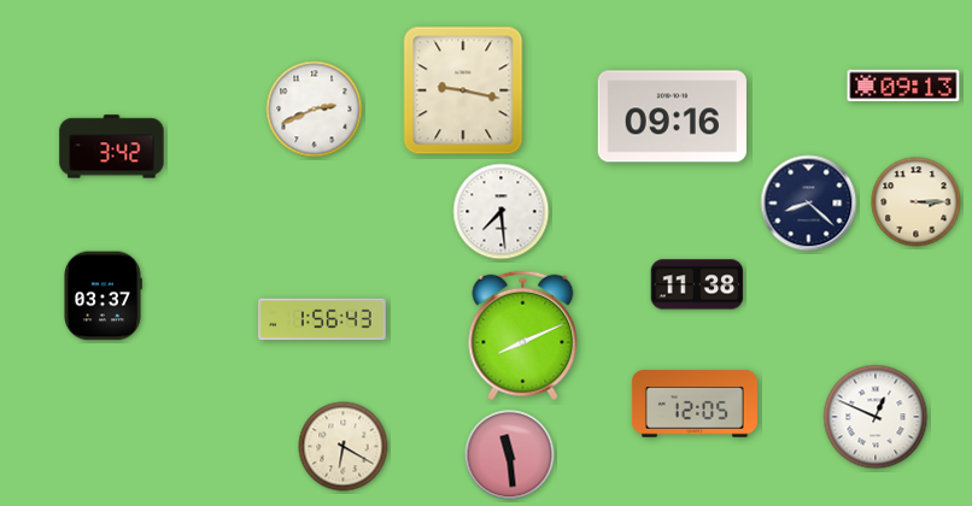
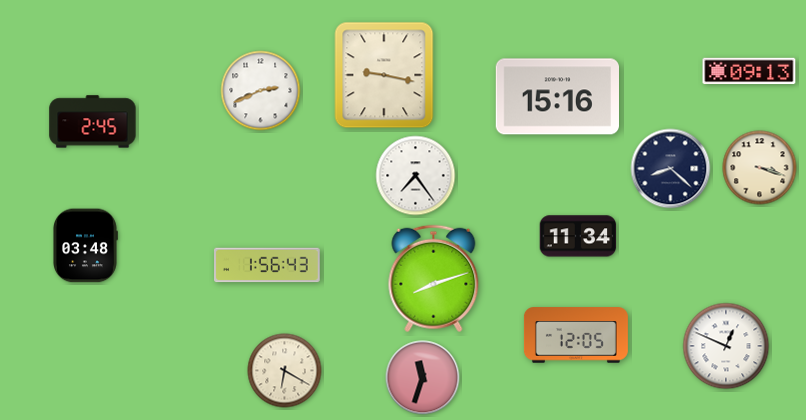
clock at (672, 117): 09:16 -> 15:16
clock at (112, 147): 3:42 -> 2:45
clock at (917, 202): 3:15 -> 3:18
clock at (502, 212): 7:29 -> 7:24
clock at (697, 284): 11:38 -> 11:34
clock at (103, 296): 03:37 -> 03:48
clock at (523, 336): 8:11 -> 8:12
clock at (510, 455): 11:29 -> 11:33
